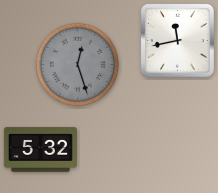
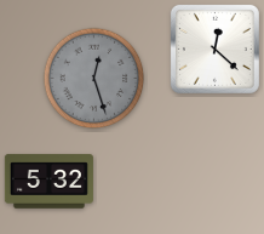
clock at (177, 40): 11:43 -> 12:22
